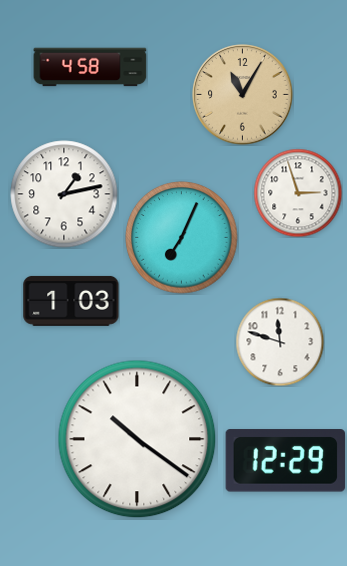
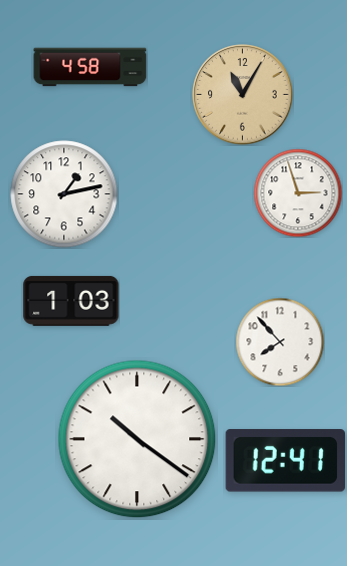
clock at (182, 238): 7:04 -> none
clock at (280, 342): 11:48 -> 7:53
clock at (285, 461): 12:29 -> 12:41
